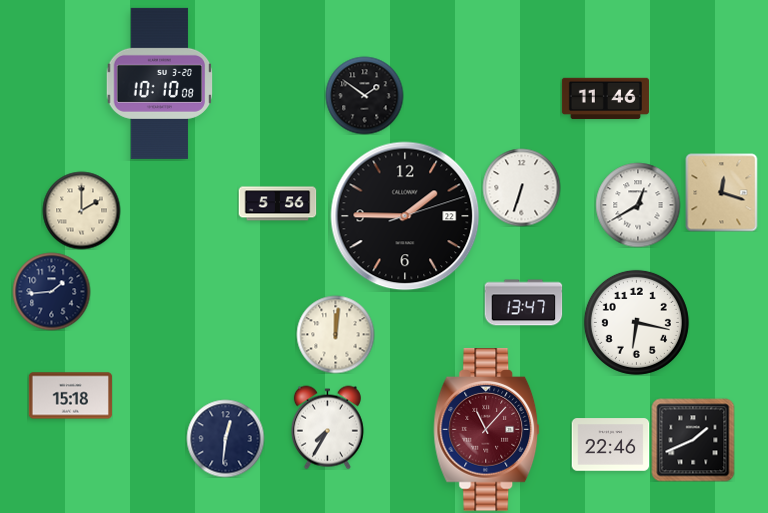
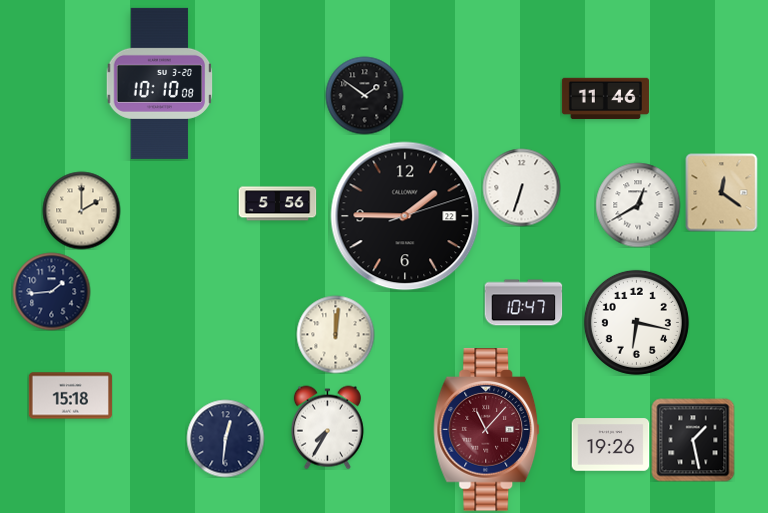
clock at (722, 192): 12:18 -> 12:21
clock at (523, 303): 13:47 -> 10:47
clock at (693, 440): 1:41 -> 1:28
clock at (610, 445): 22:46 -> 19:26
